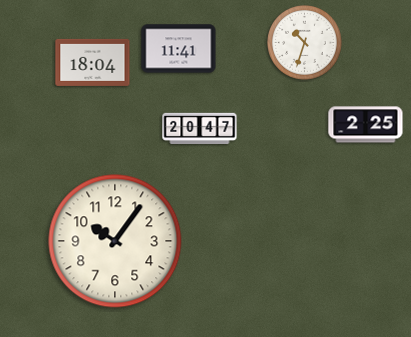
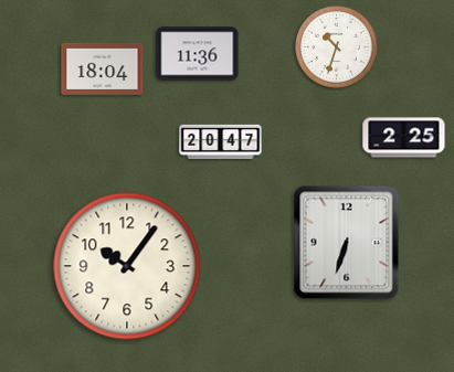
clock at (179, 49): 11:41 -> 11:36
clock at (347, 243): none -> 6:33
